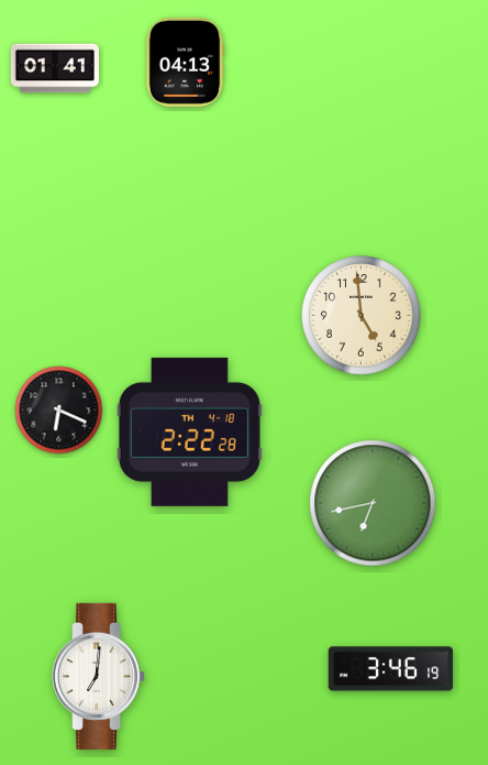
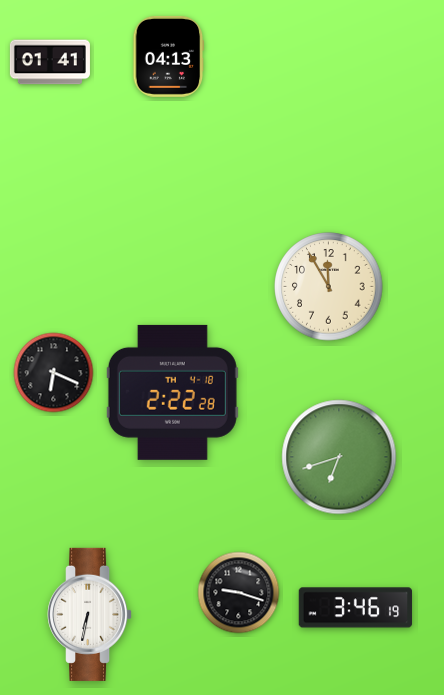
clock at (362, 316): 4:59 -> 11:55
clock at (373, 503): 6:43 -> 6:42
clock at (239, 593): none -> 9:18
clock at (99, 676): 7:01 -> 6:32
